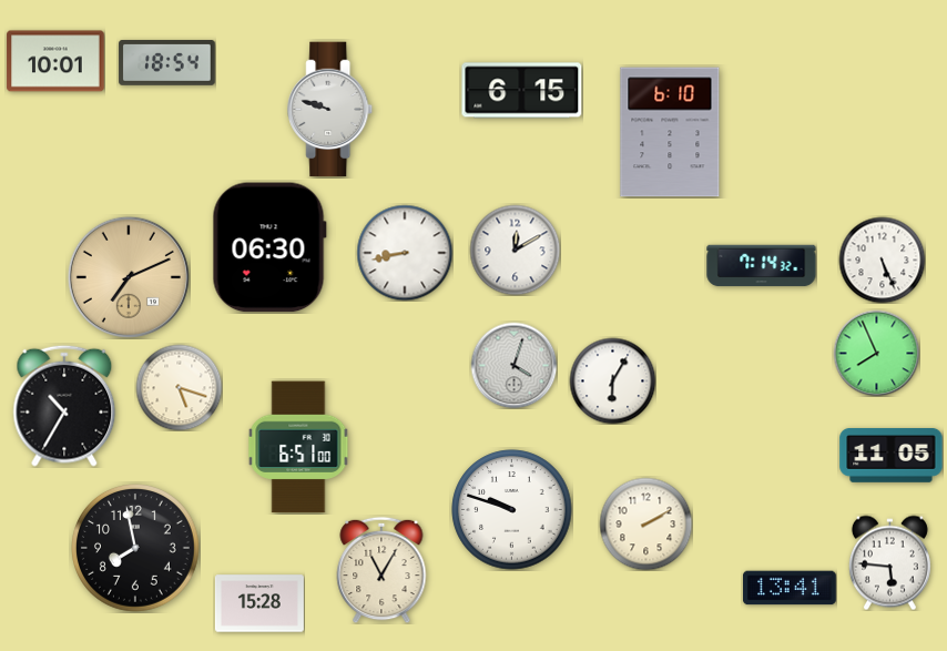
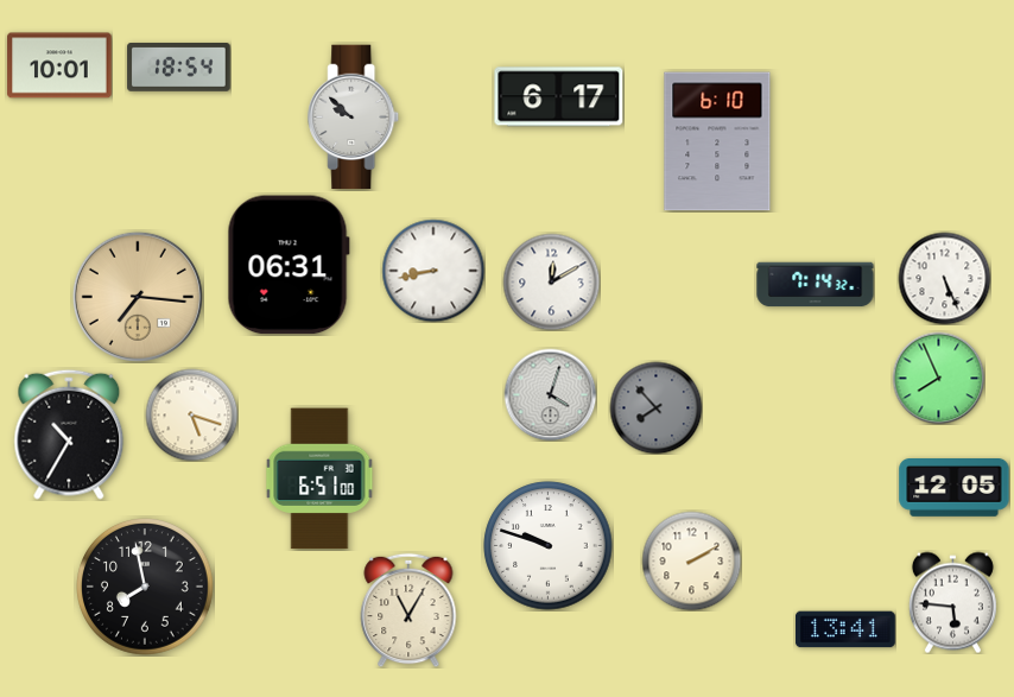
clock at (522, 91): 6:15 -> 6:17
clock at (330, 110): 9:48 -> 9:52
clock at (269, 247): 06:30 -> 06:31
clock at (515, 250) position: (515, 250) -> (551, 281)
clock at (129, 277): 7:11 -> 7:16
clock at (513, 365) position: (513, 365) -> (550, 394)
clock at (612, 380): 6:05 -> 7:53
clock at (612, 380) dial: white -> grey
clock at (892, 456): 11:05 -> 12:05
clock at (259, 603): 15:28 -> none
